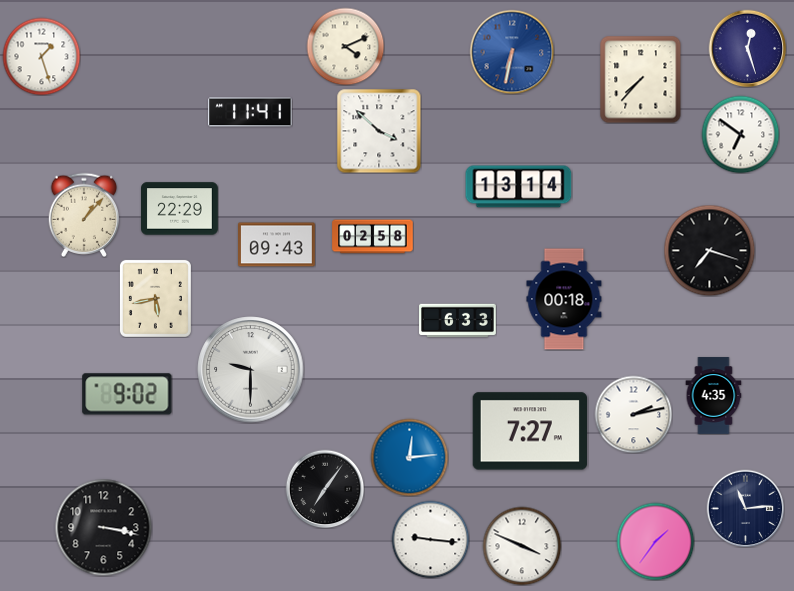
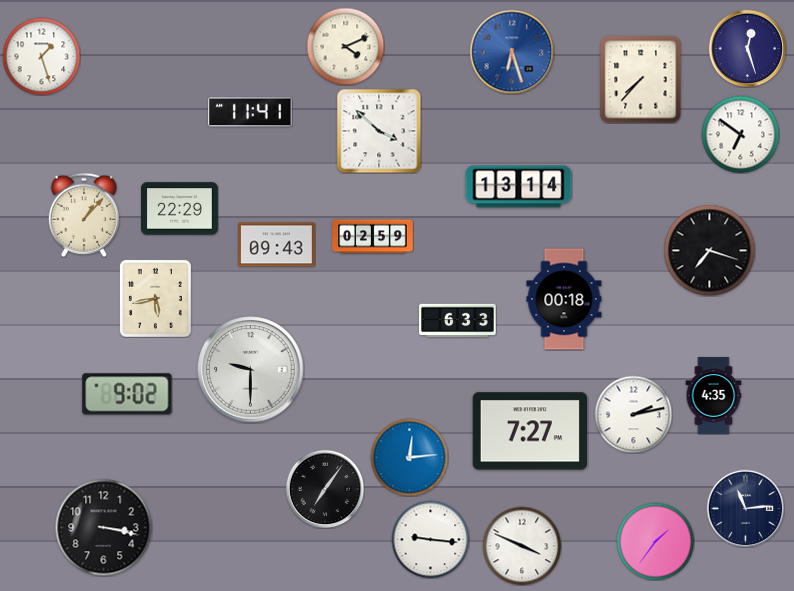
clock at (512, 52): 6:32 -> 6:27
clock at (373, 237): 02:58 -> 02:59
